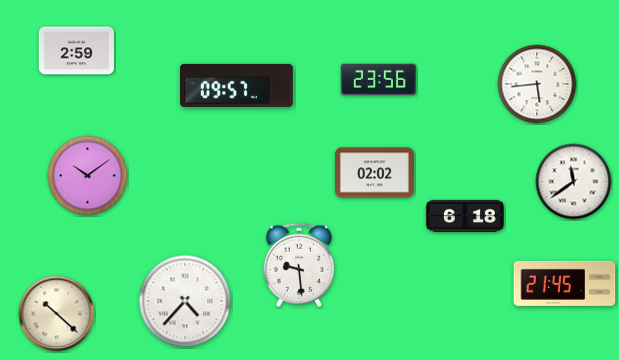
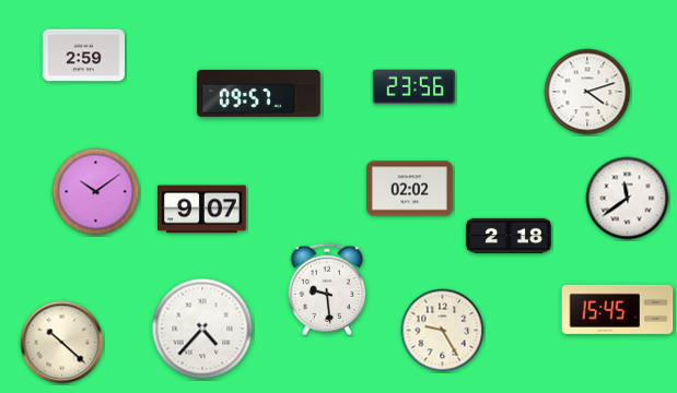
clock at (537, 84): 5:44 -> 4:12
clock at (202, 210): none -> 9:07
clock at (465, 215): 6:18 -> 2:18
clock at (565, 283): 21:45 -> 15:45
clock at (443, 331): none -> 9:25
